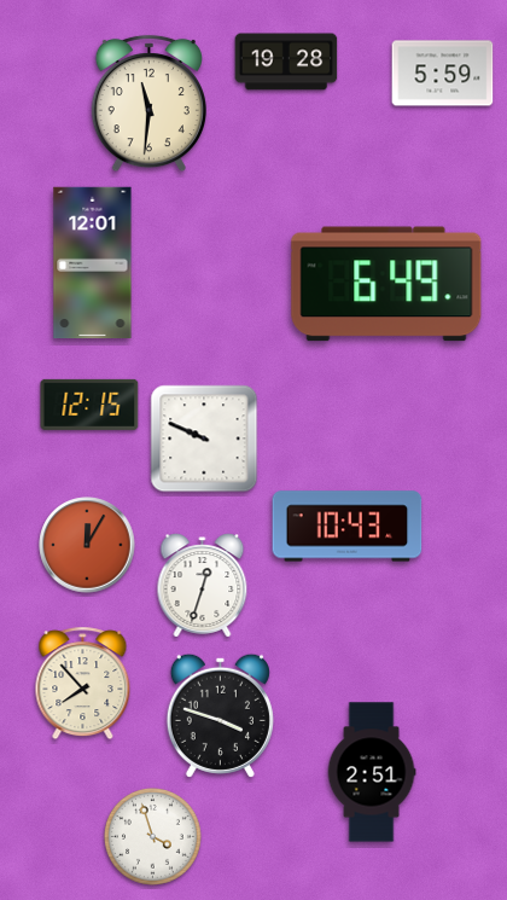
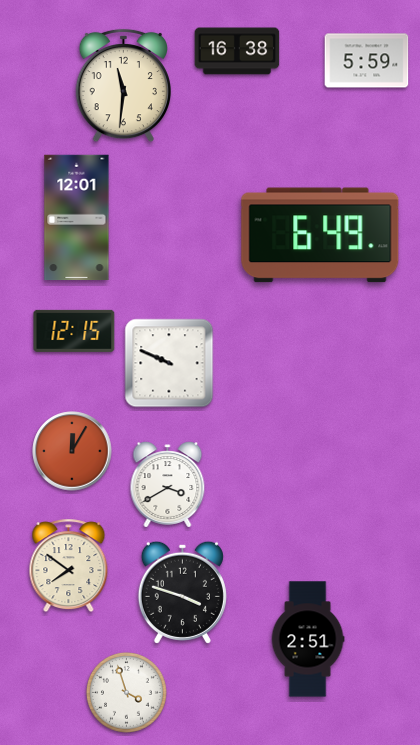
clock at (286, 62): 19:28 -> 16:38
clock at (89, 405) position: (89, 405) -> (74, 331)
clock at (348, 527): 10:43 -> none
clock at (203, 586): 12:33 -> 3:40
clock at (83, 684): 7:53 -> 7:51
